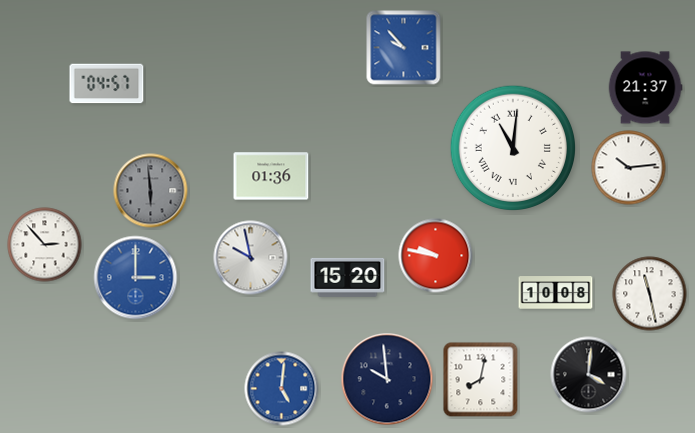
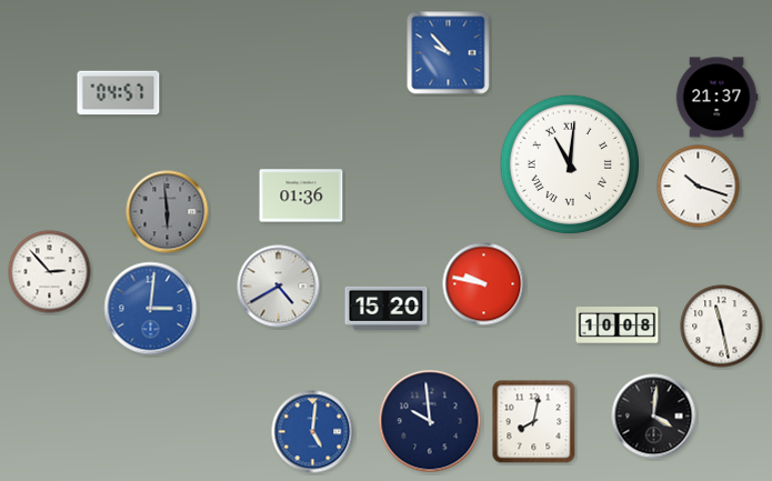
clock at (629, 168): 10:14 -> 10:18
clock at (251, 258): 9:58 -> 4:40
clock at (136, 278): 3:00 -> 3:01
